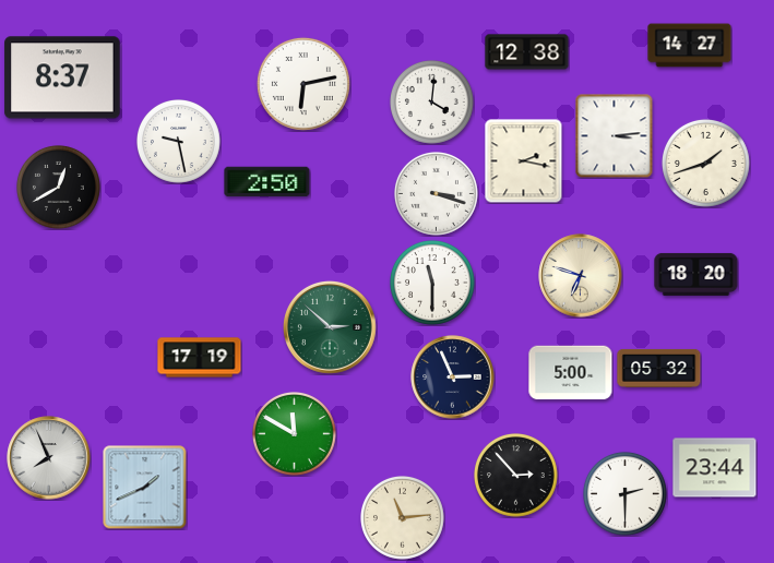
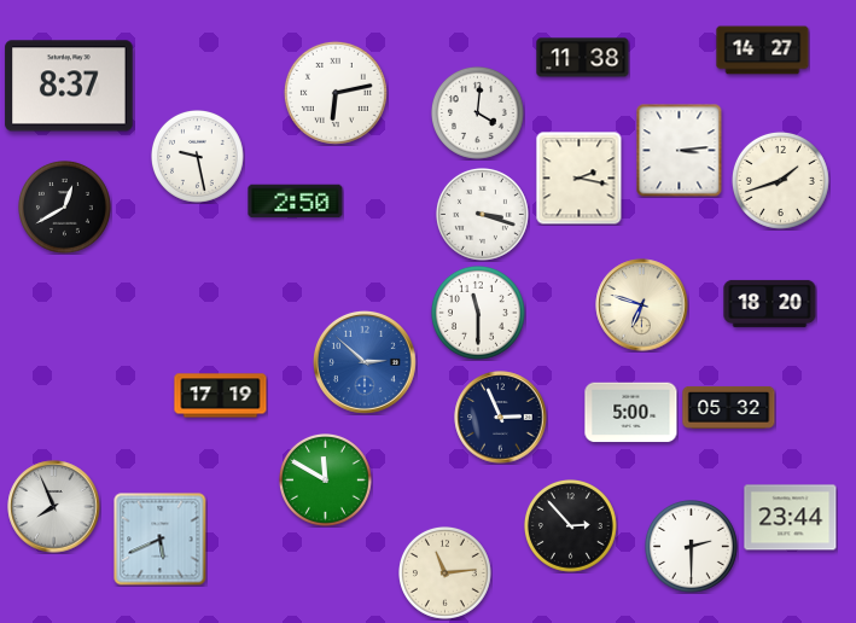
clock at (527, 52): 12:38 -> 11:38
clock at (330, 327) dial: green -> blue
clock at (145, 488): 1:41 -> 5:41
